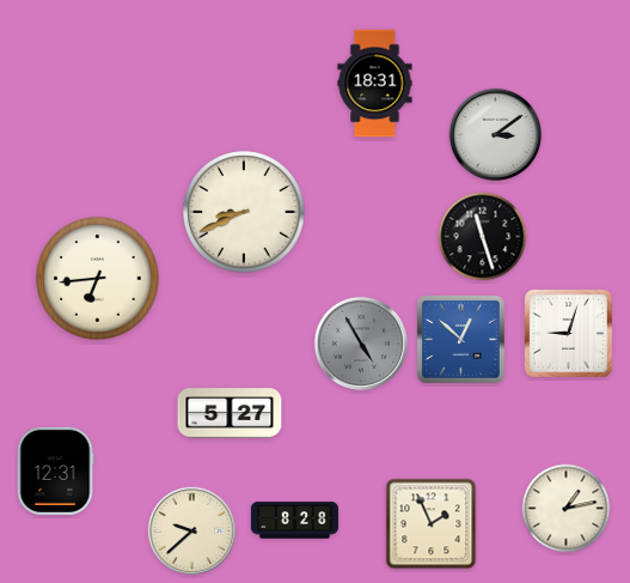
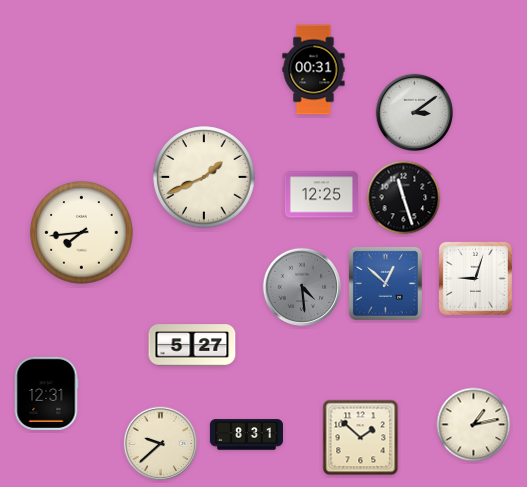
clock at (375, 84): 18:31 -> 00:31
clock at (244, 212): 8:41 -> 1:41
clock at (321, 195): none -> 12:25
clock at (98, 279): 6:44 -> 7:44
clock at (361, 344): 4:55 -> 4:29
clock at (294, 521): 8:28 -> 8:31
clock at (432, 524): 1:56 -> 1:52
